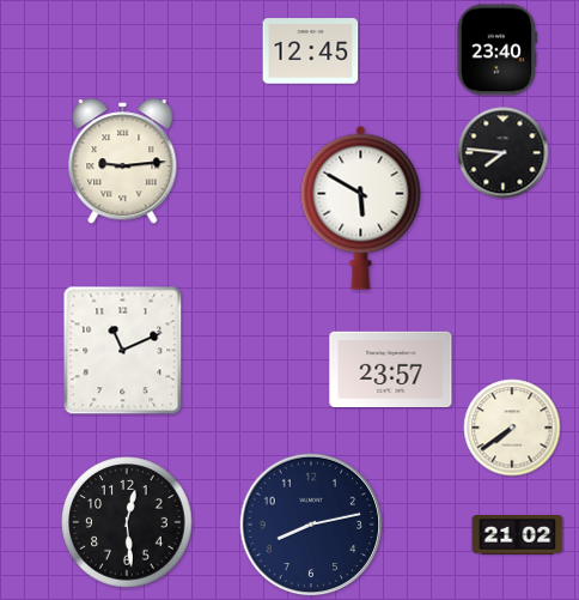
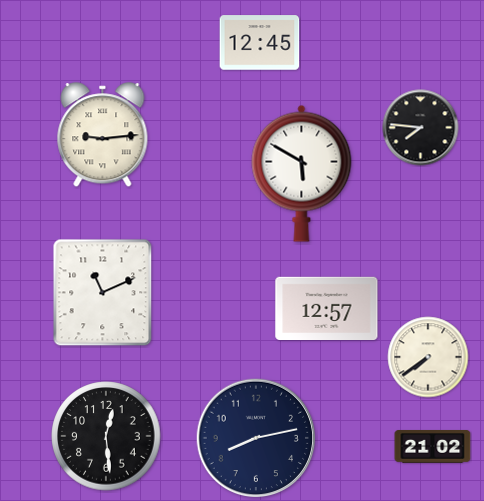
clock at (496, 50): 23:40 -> none
clock at (391, 369): 23:57 -> 12:57
clock at (311, 525) position: (311, 525) -> (256, 438)
